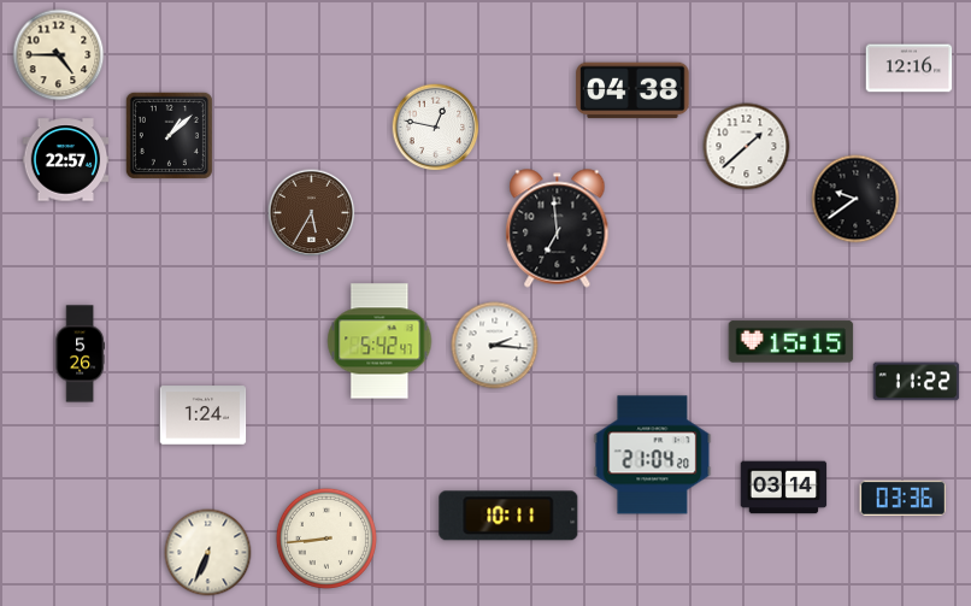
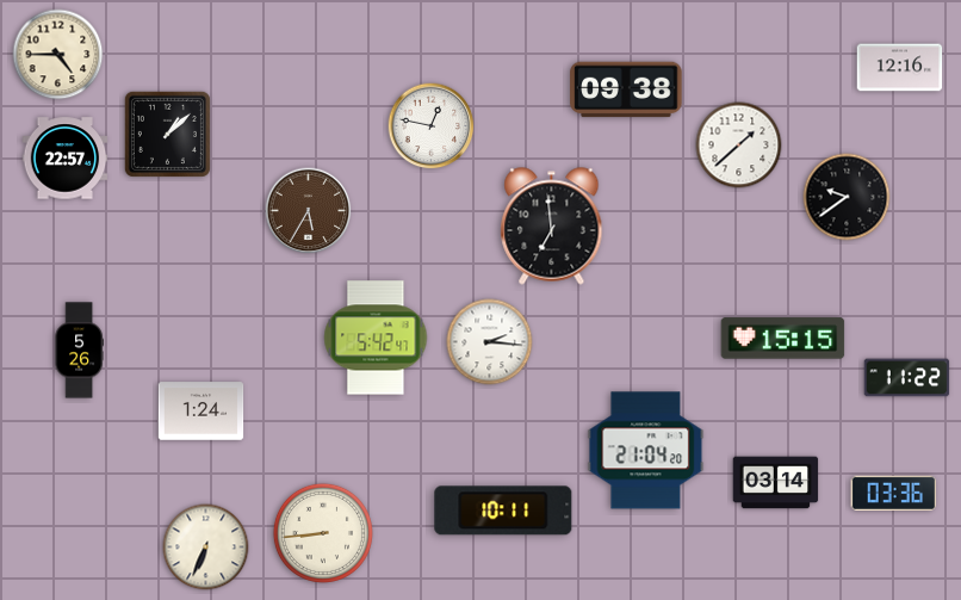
clock at (632, 90): 04:38 -> 09:38
